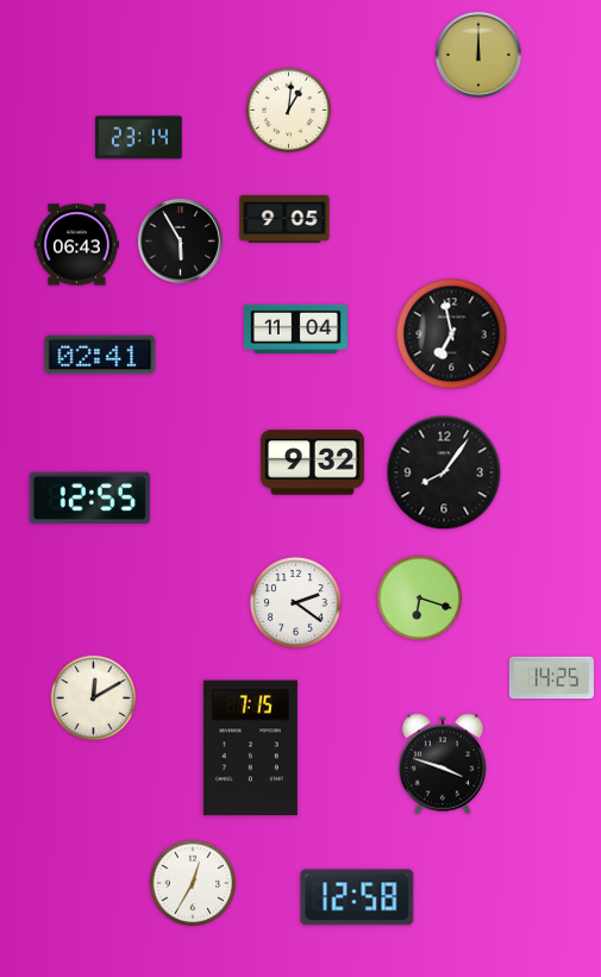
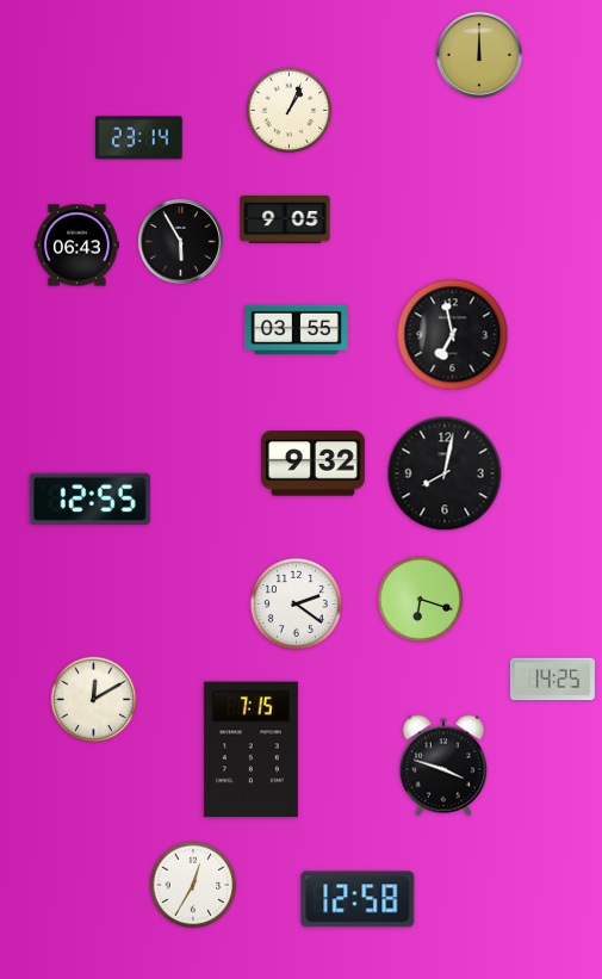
clock at (289, 111): 1:01 -> 1:04
clock at (295, 328): 11:04 -> 03:55
clock at (100, 355): 02:41 -> none
clock at (444, 472): 8:06 -> 8:02
